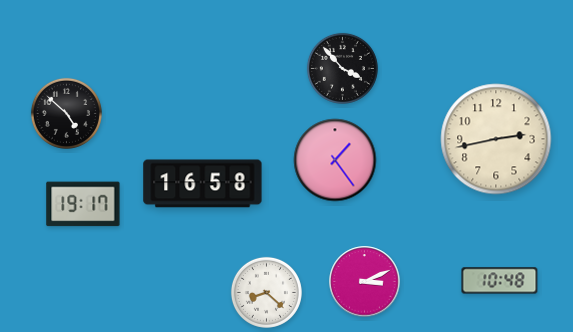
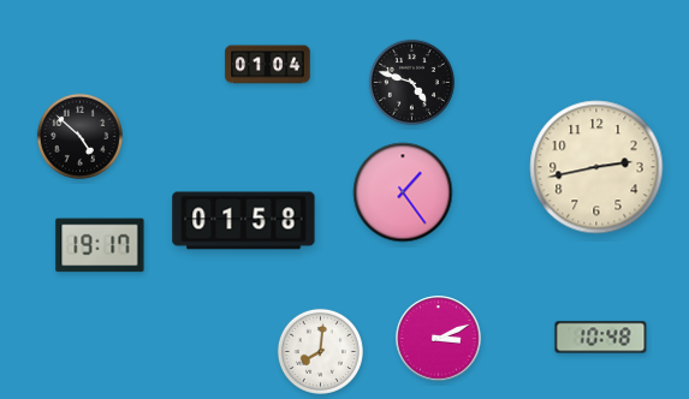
clock at (268, 65): none -> 01:04
clock at (342, 68): 3:53 -> 4:48
clock at (203, 184): 16:58 -> 01:58
clock at (266, 292): 8:22 -> 8:01
